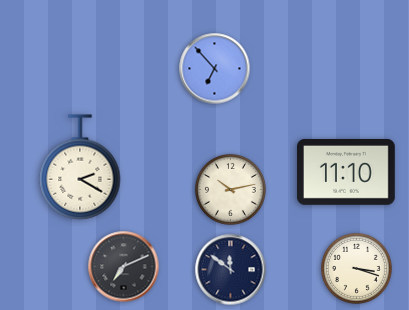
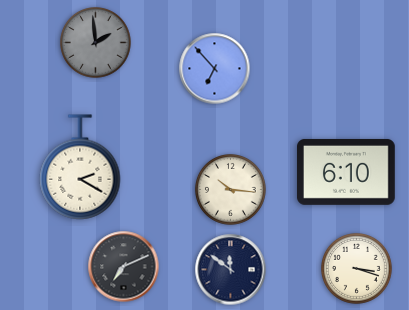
clock at (96, 43): none -> 1:59
clock at (347, 172): 11:10 -> 6:10
clock at (231, 190): 10:13 -> 10:16
